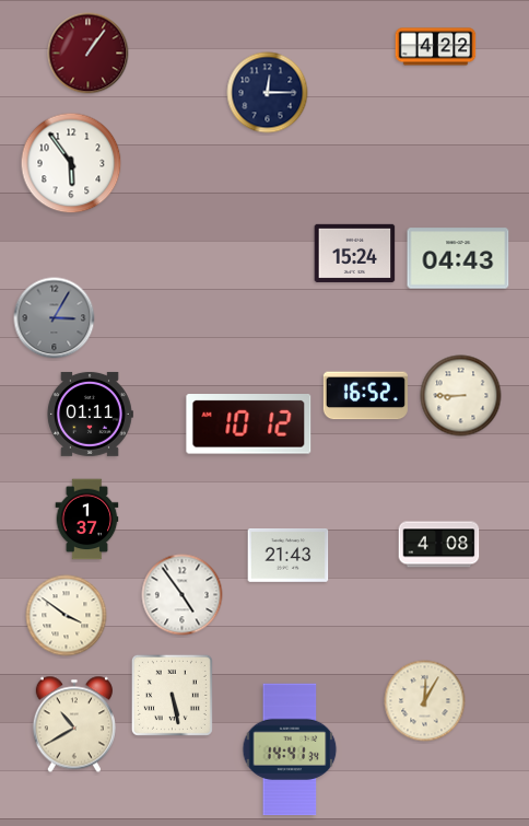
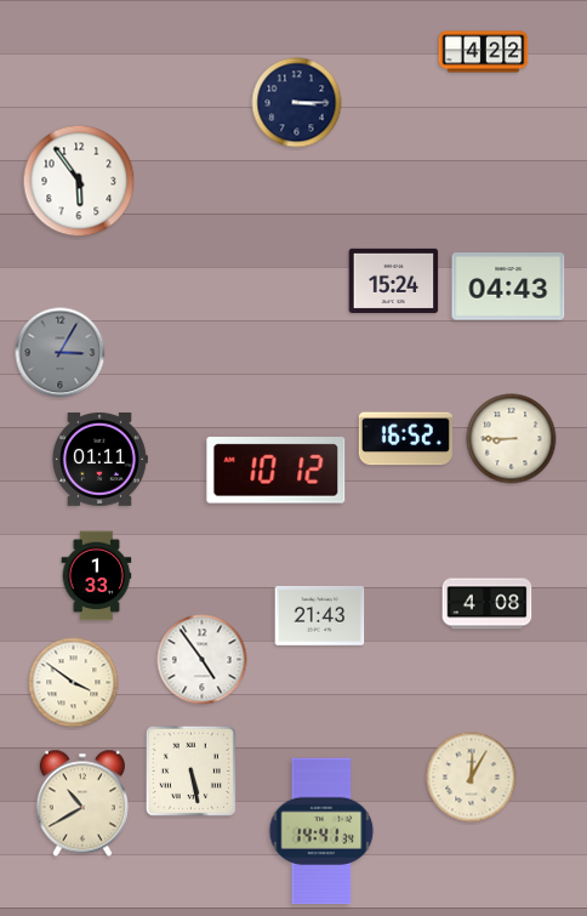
clock at (89, 54): 1:06 -> none
clock at (268, 93): 12:15 -> 3:15
clock at (87, 520): 1:37 -> 1:33
